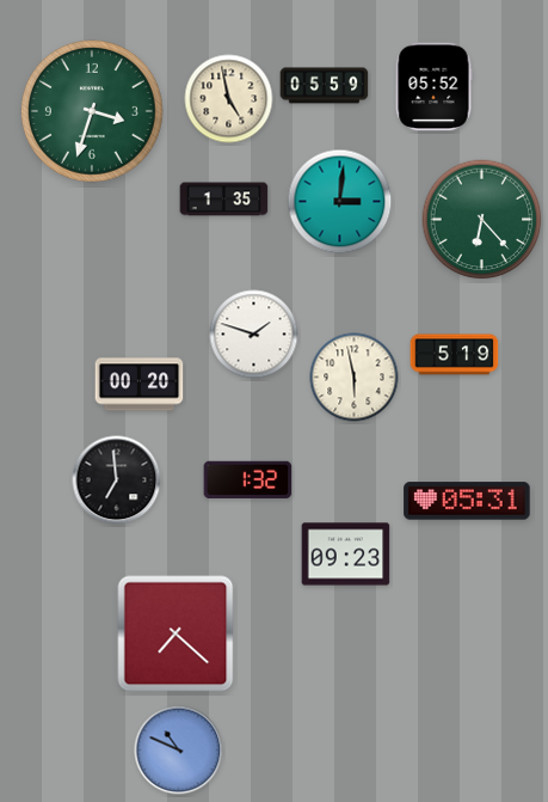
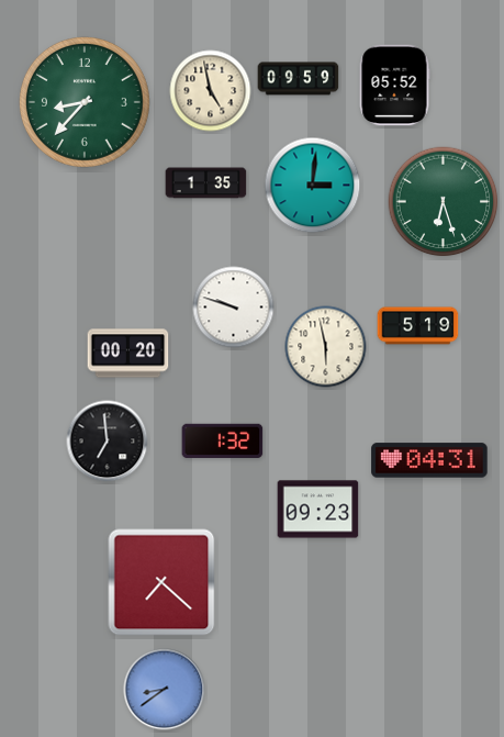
clock at (325, 86): 05:59 -> 09:59
clock at (433, 87) position: (433, 87) -> (394, 86)
clock at (92, 111): 3:33 -> 8:37
clock at (482, 220): 6:23 -> 6:27
clock at (254, 335): 1:48 -> 9:48
clock at (248, 479) position: (248, 479) -> (223, 440)
clock at (467, 501): 05:31 -> 04:31
clock at (179, 751): 10:49 -> 8:39
